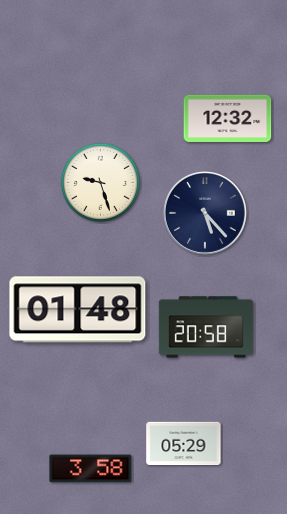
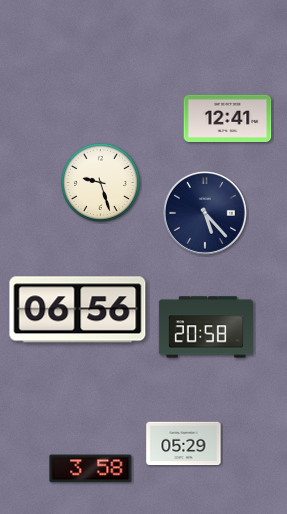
clock at (228, 118): 12:32 -> 12:41
clock at (78, 310): 01:48 -> 06:56
